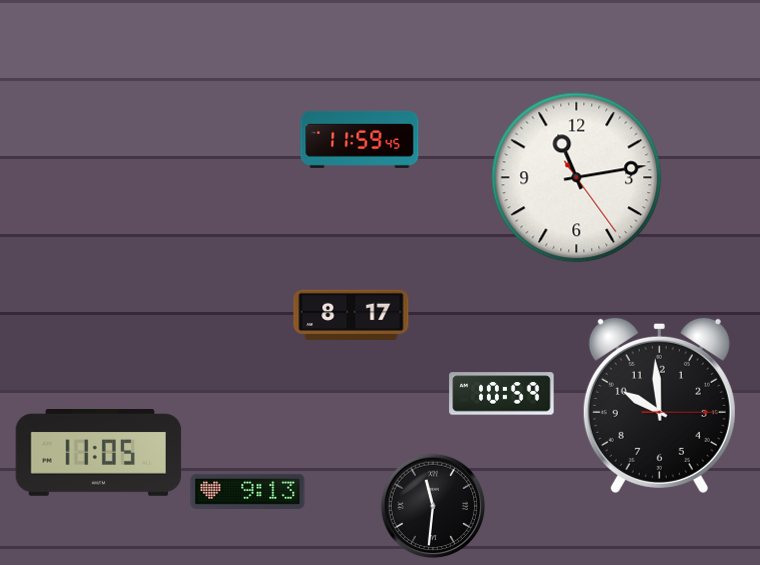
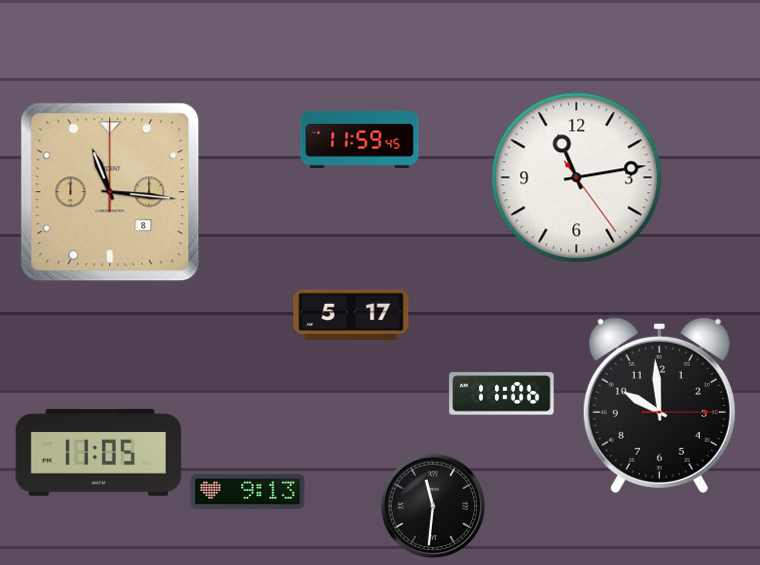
clock at (110, 192): none -> 11:16
clock at (351, 314): 8:17 -> 5:17
clock at (502, 394): 10:59 -> 11:06
